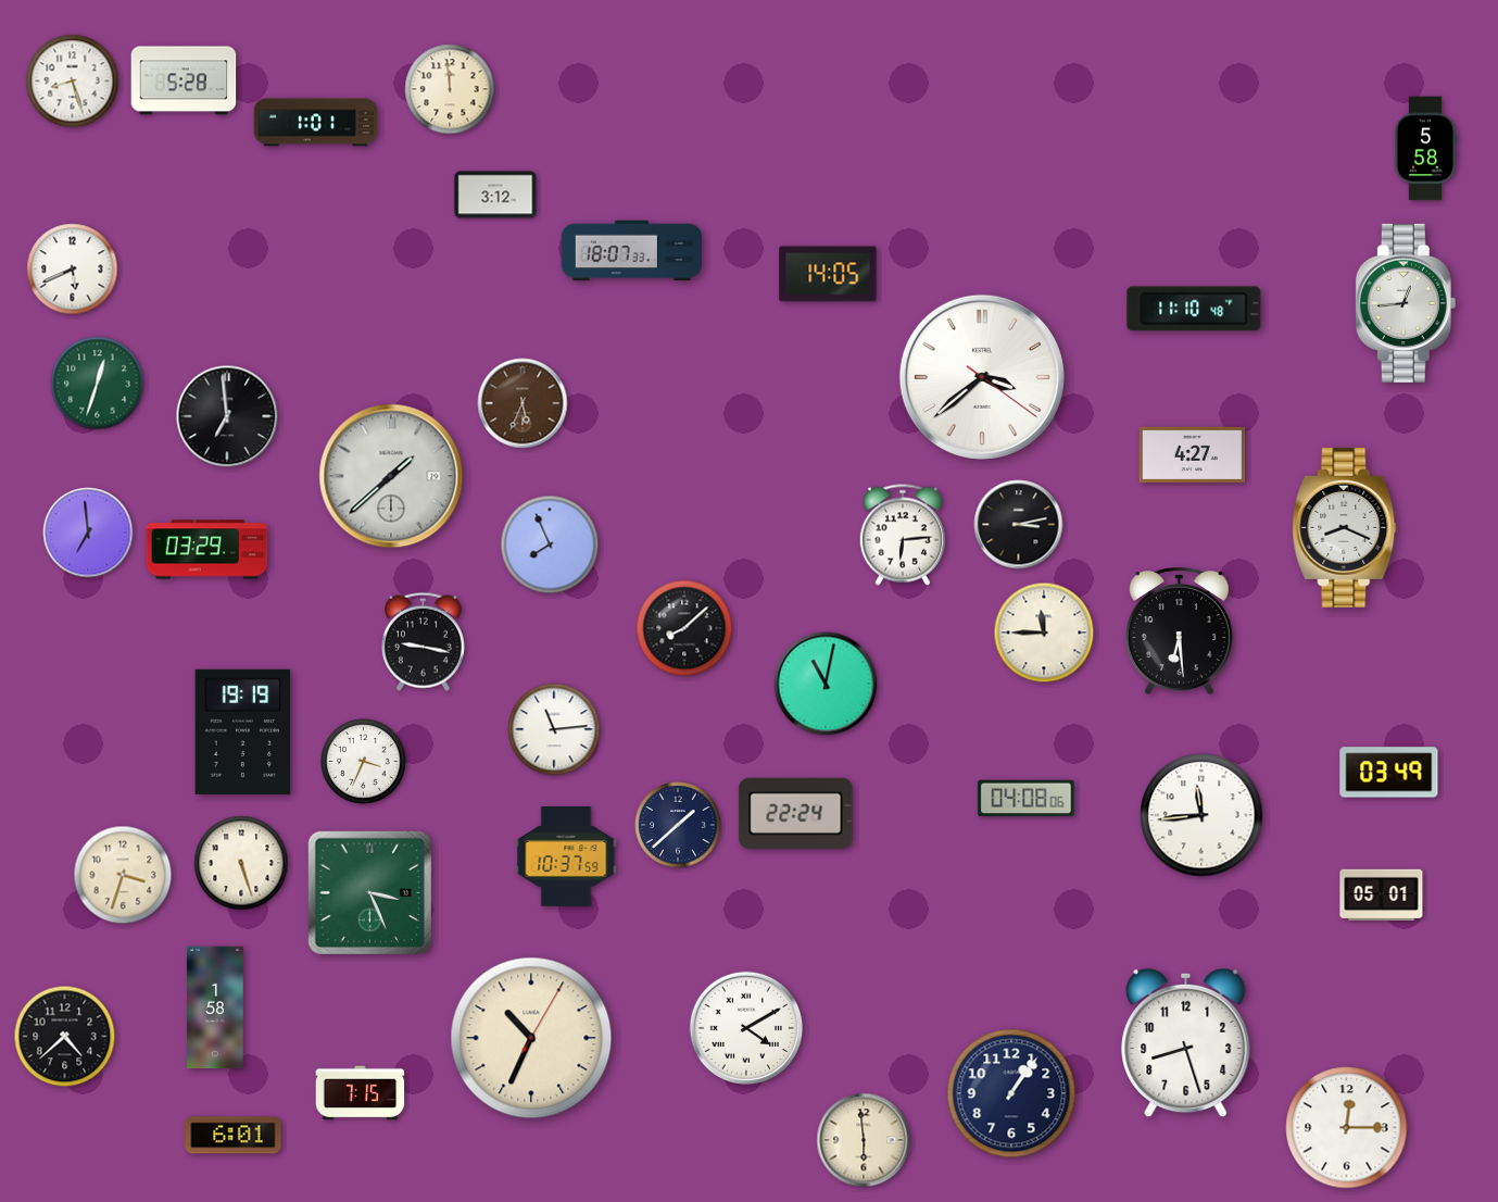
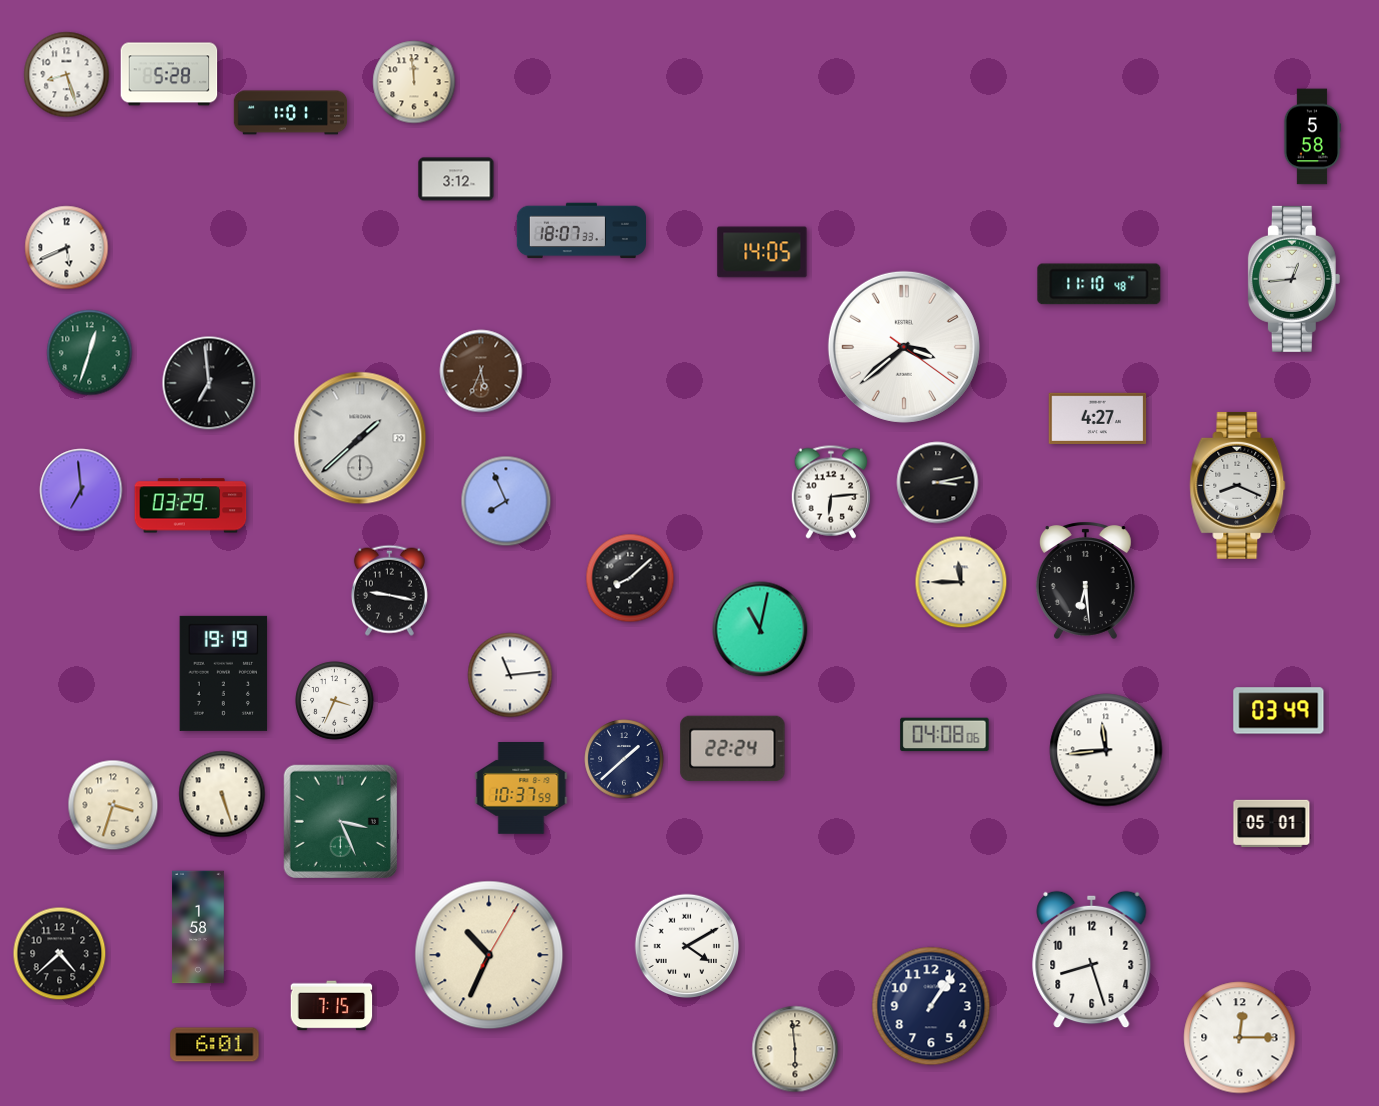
clock at (554, 729) position: (554, 729) -> (510, 675)
